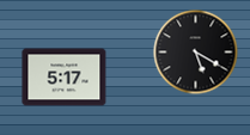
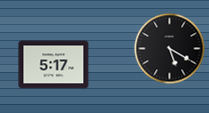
clock at (196, 53) position: (196, 53) -> (170, 49)
